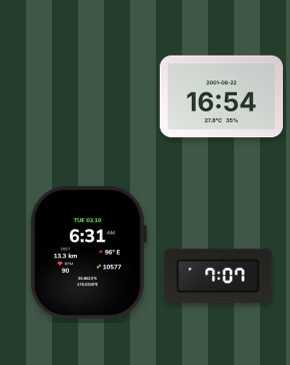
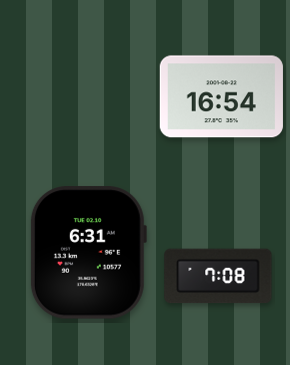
clock at (218, 276): 7:07 -> 7:08
